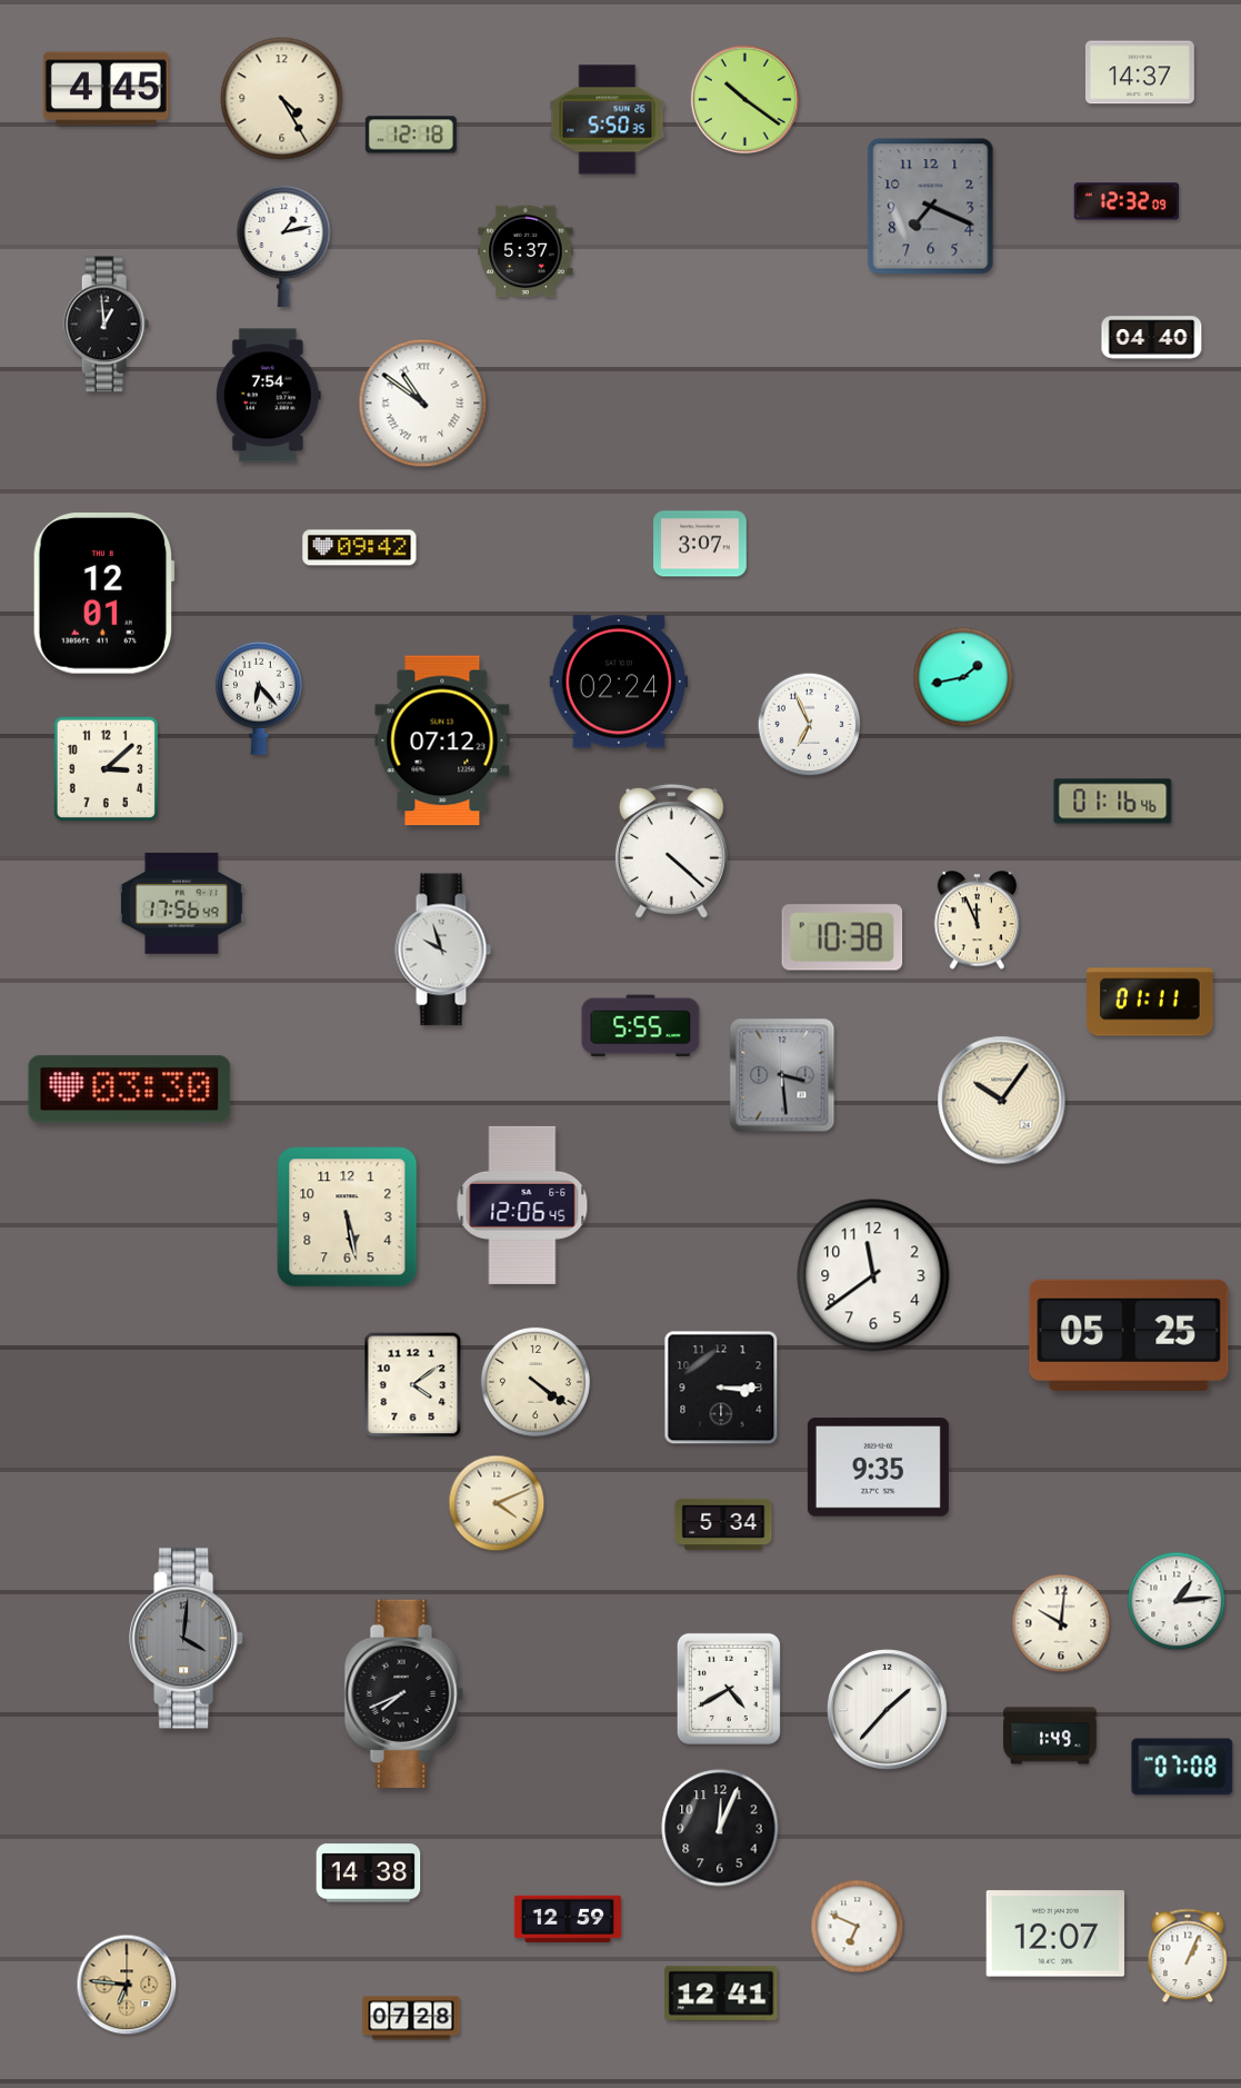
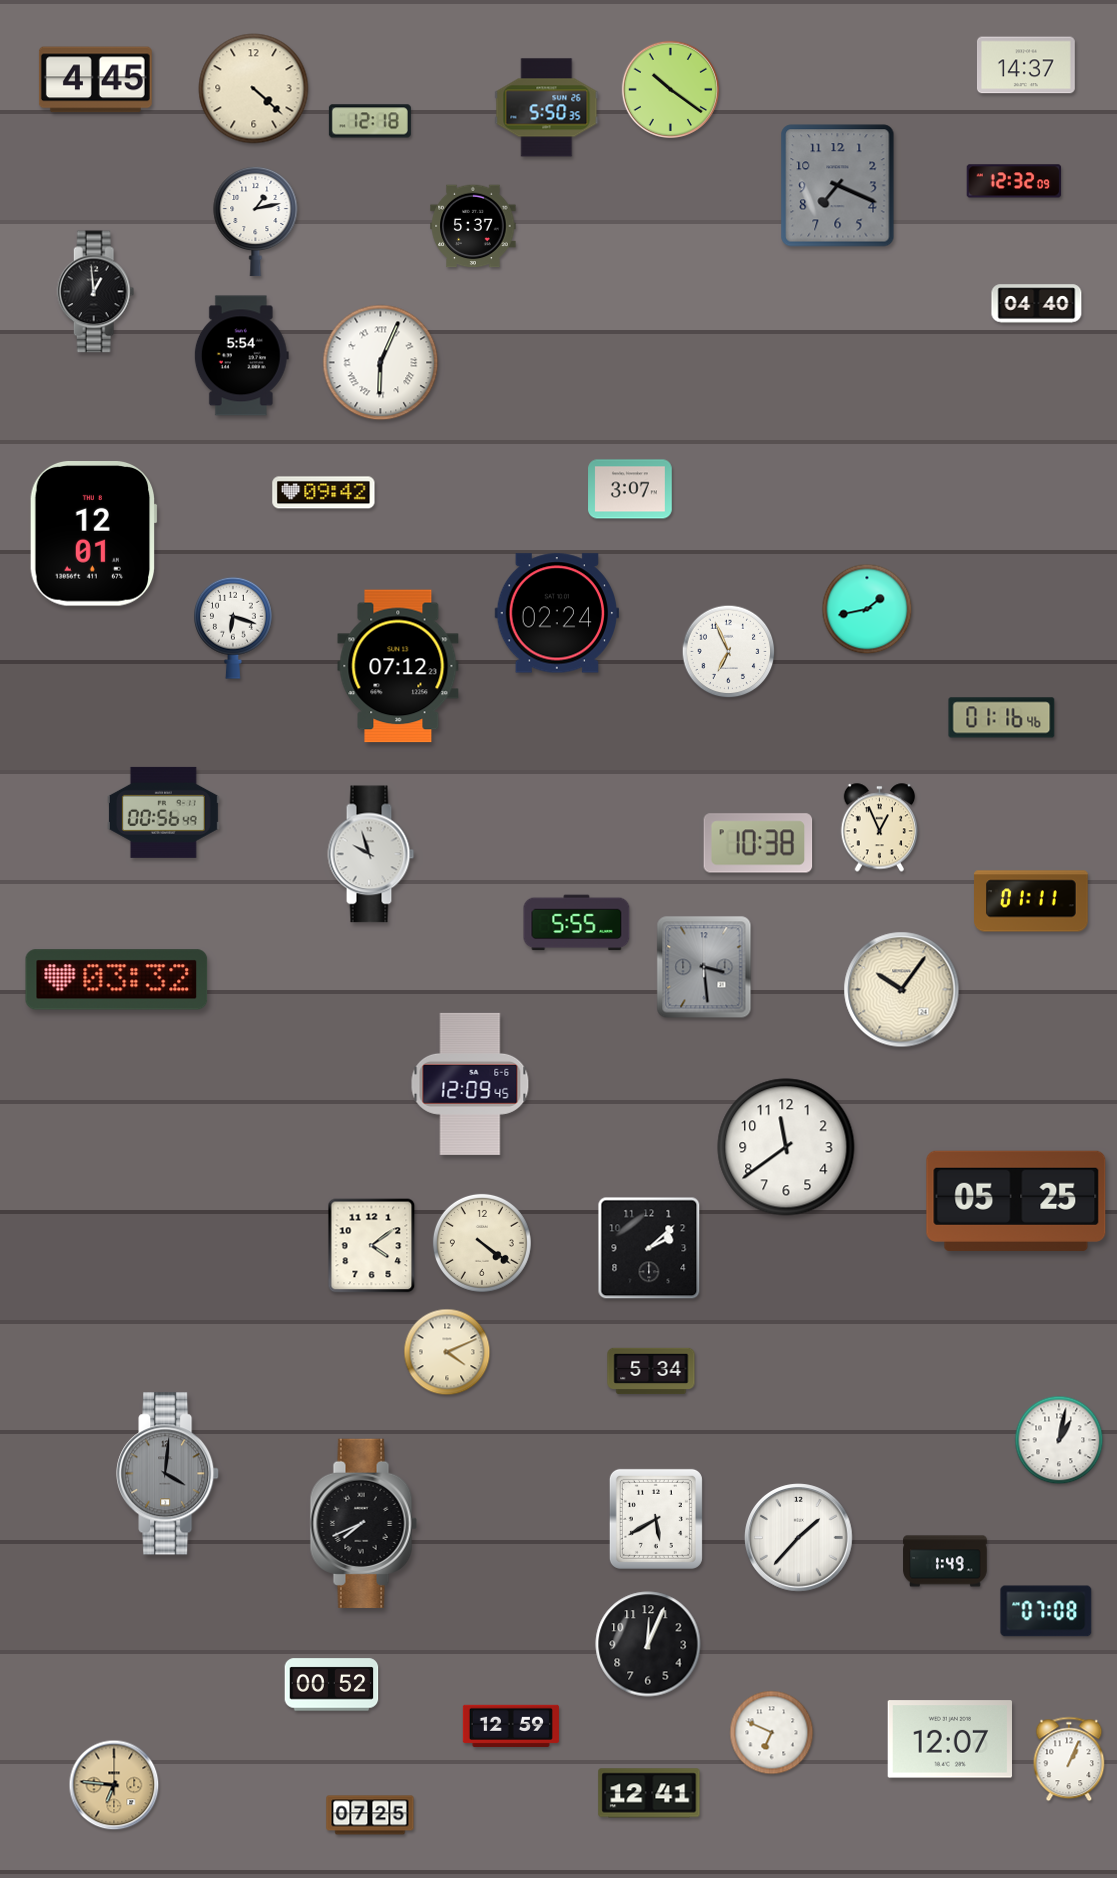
clock at (282, 99): 4:25 -> 4:22
clock at (268, 396): 7:54 -> 5:54
clock at (423, 404): 10:51 -> 6:04
clock at (260, 698): 6:23 -> 6:18
clock at (106, 768): 3:08 -> none
clock at (1113, 802) position: (1113, 802) -> (1002, 718)
clock at (671, 851): 4:22 -> none
clock at (181, 903): 17:56 -> 00:56
clock at (978, 921): 11:56 -> 12:56
clock at (443, 949) position: (443, 949) -> (371, 854)
clock at (1150, 1002) position: (1150, 1002) -> (1031, 901)
clock at (130, 1090): 03:30 -> 03:32
clock at (522, 1205): 12:06 -> 12:09
clock at (348, 1217): 5:28 -> none
clock at (721, 1388): 3:15 -> 2:08
clock at (878, 1468): 9:35 -> none
clock at (1177, 1601): 1:14 -> 1:02
clock at (1061, 1623): 10:01 -> none
clock at (729, 1689): 4:40 -> 5:40
clock at (1182, 1767) position: (1182, 1767) -> (1046, 1611)
clock at (369, 1873): 14:38 -> 00:52
clock at (411, 2018): 07:28 -> 07:25
